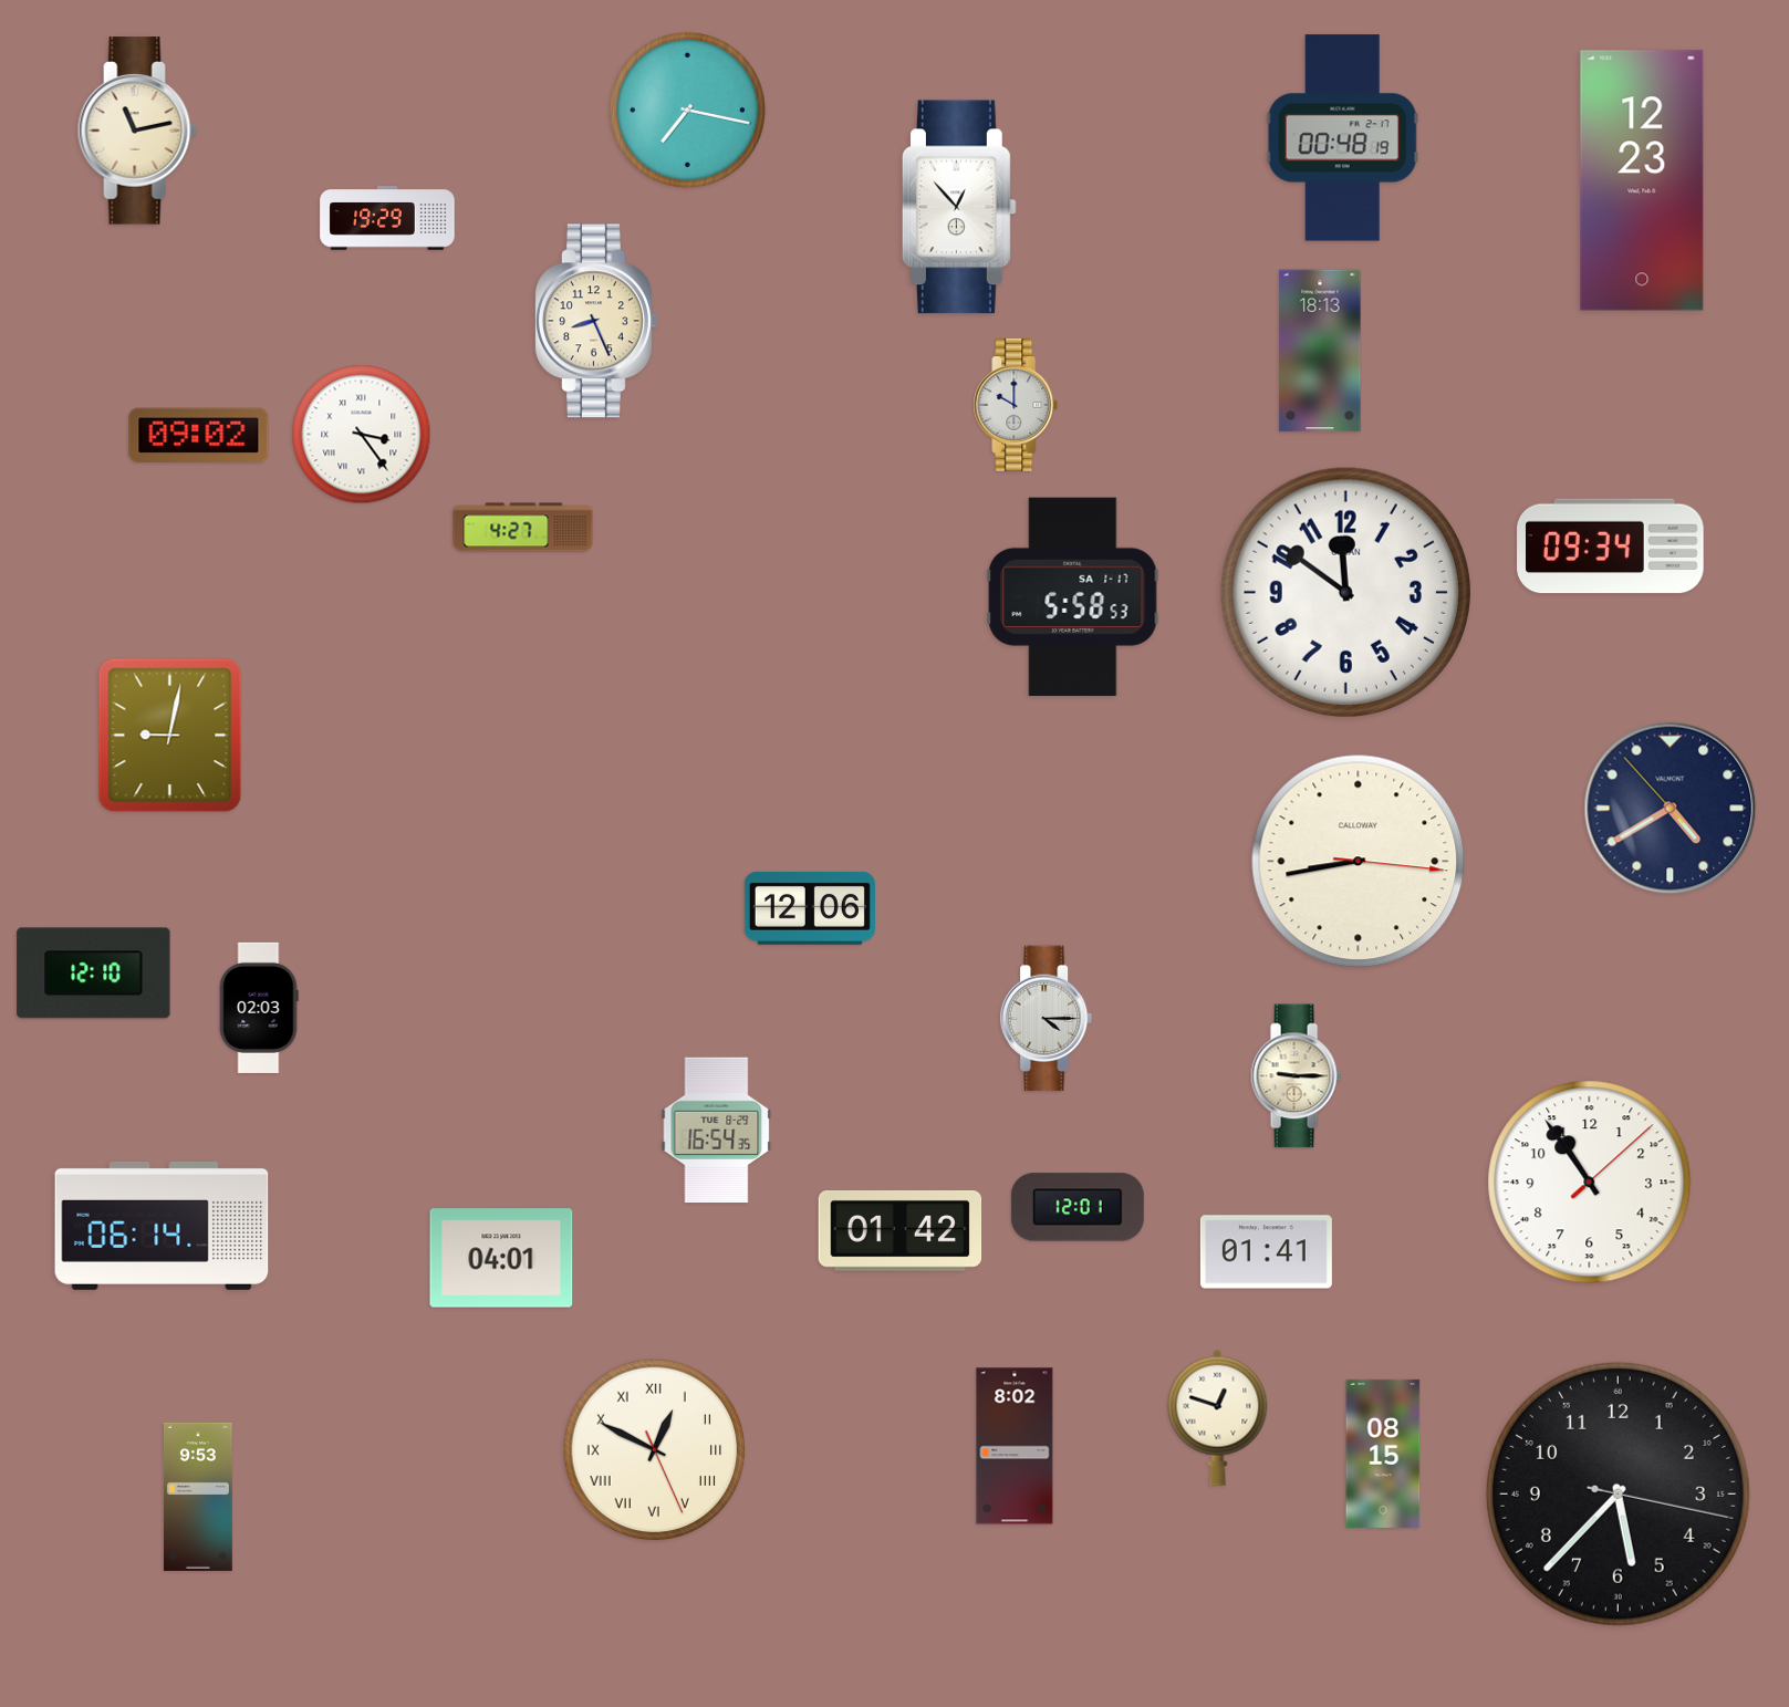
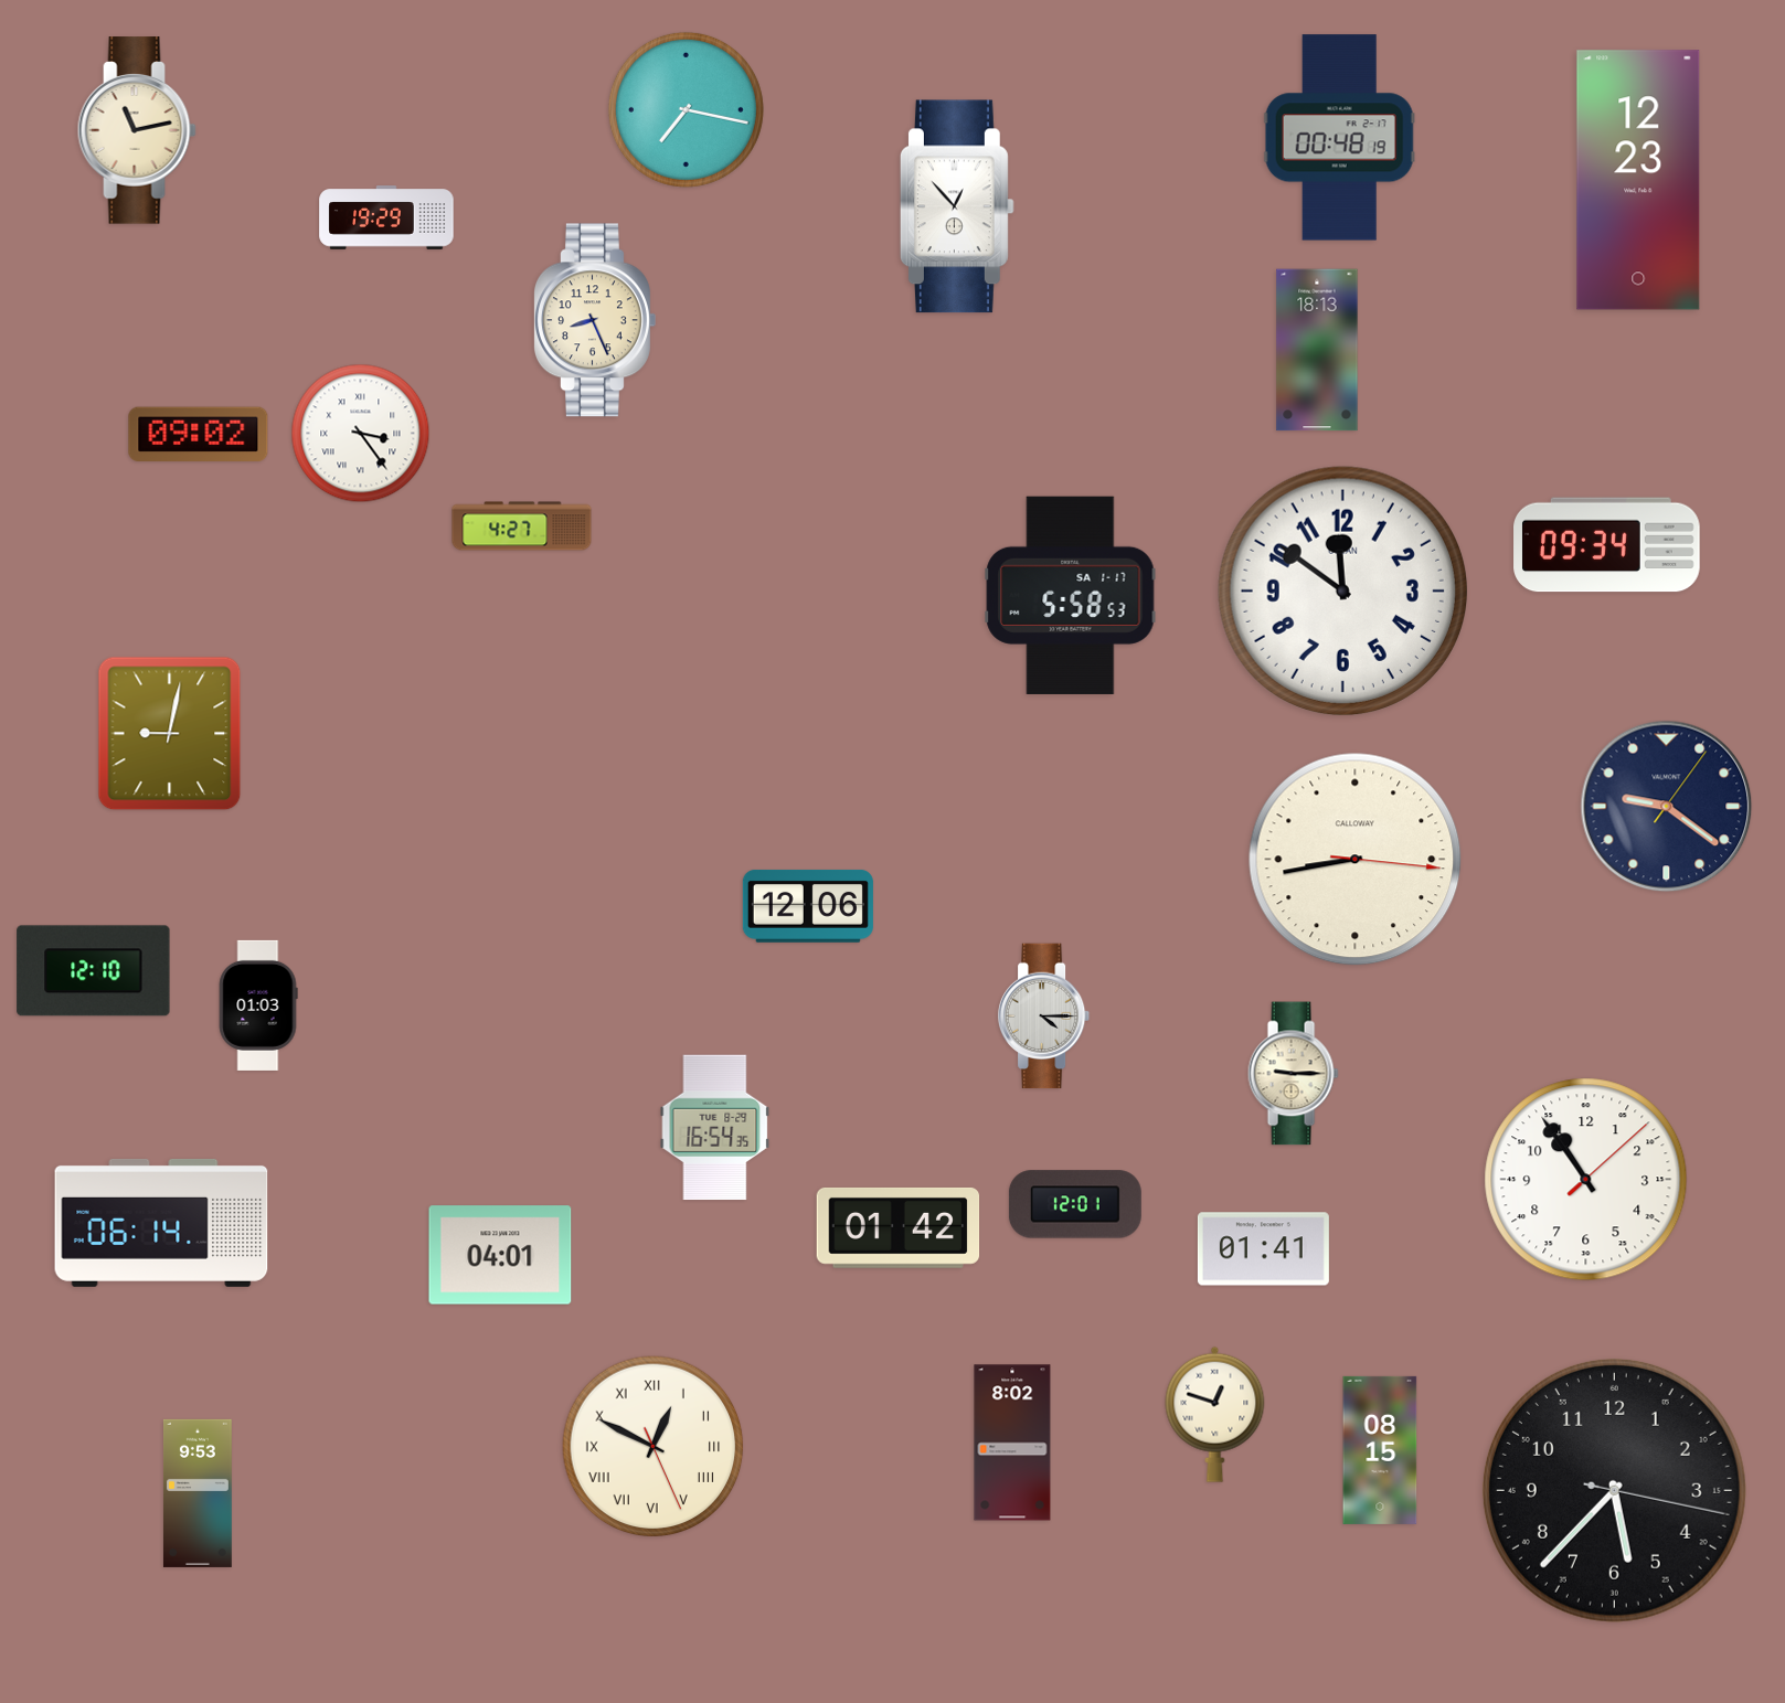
clock at (1016, 405): 10:00 -> none
clock at (1671, 809): 4:39 -> 9:21
clock at (259, 1008): 02:03 -> 01:03
